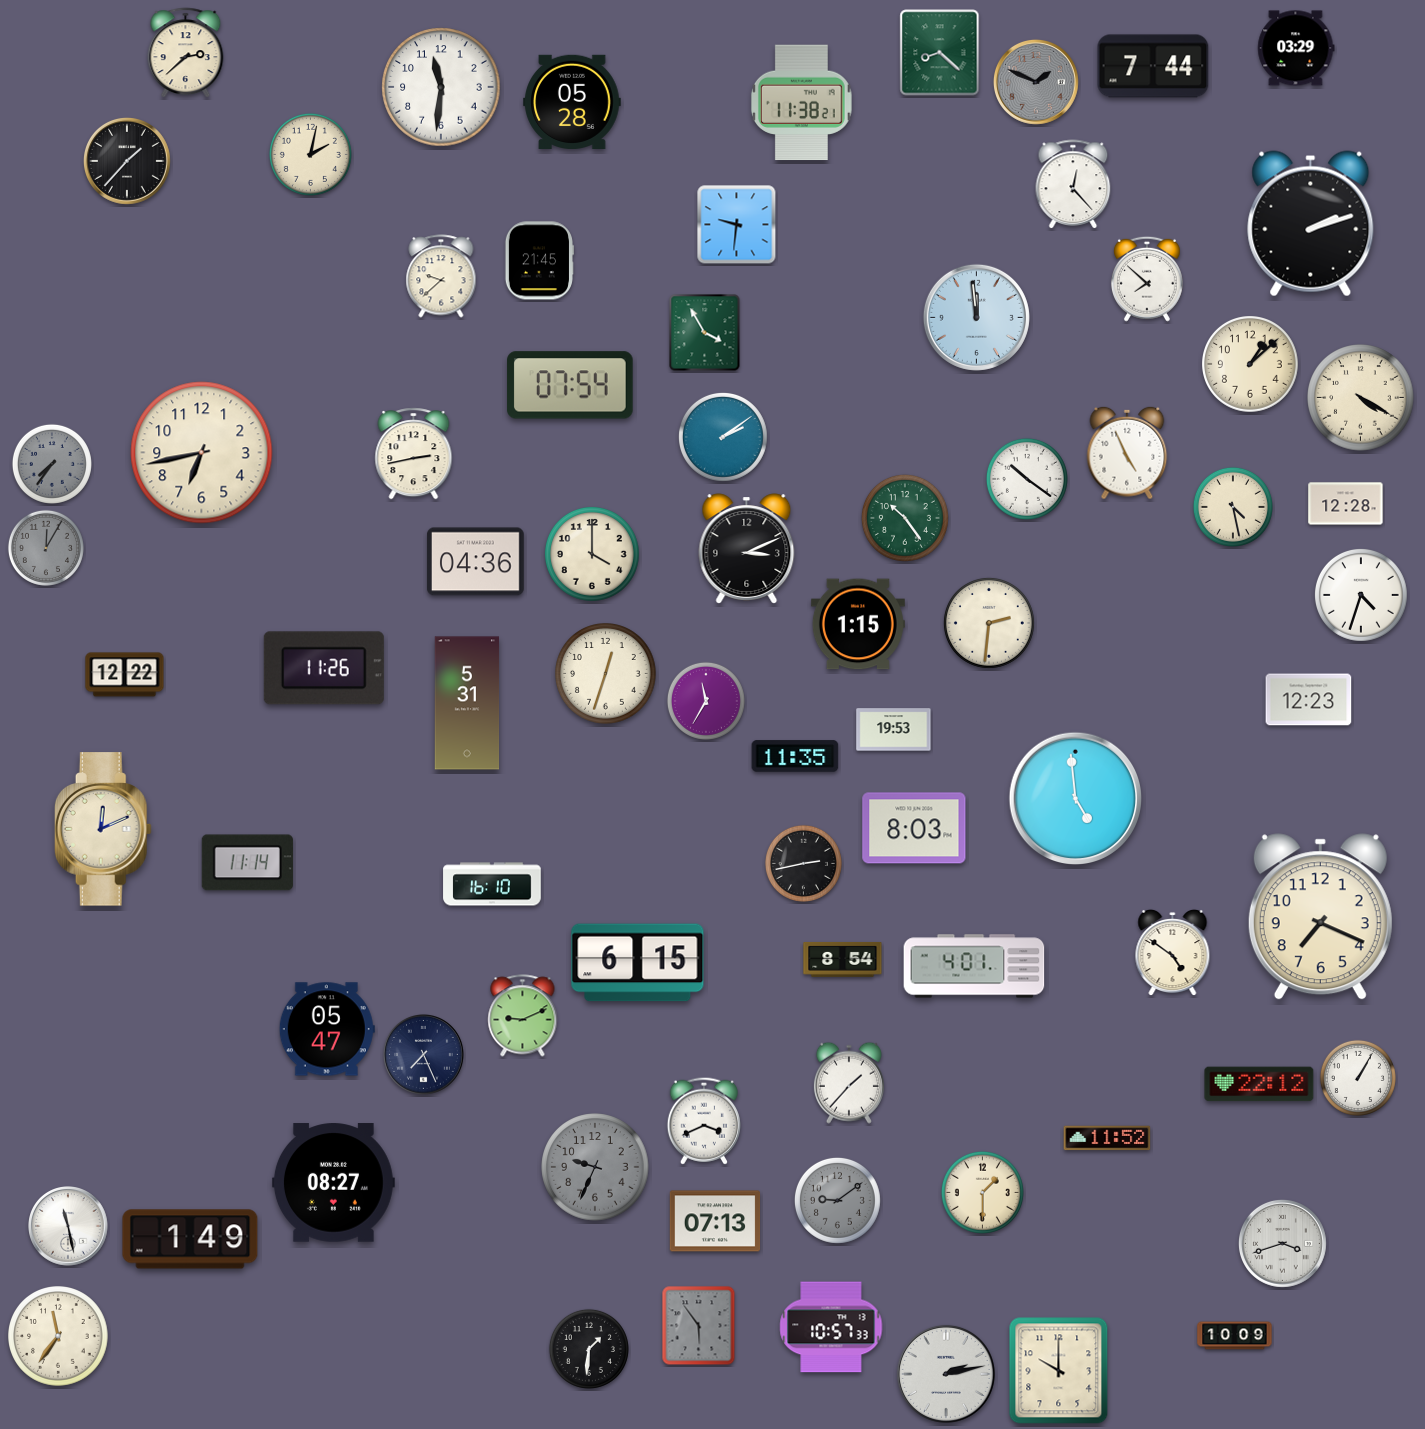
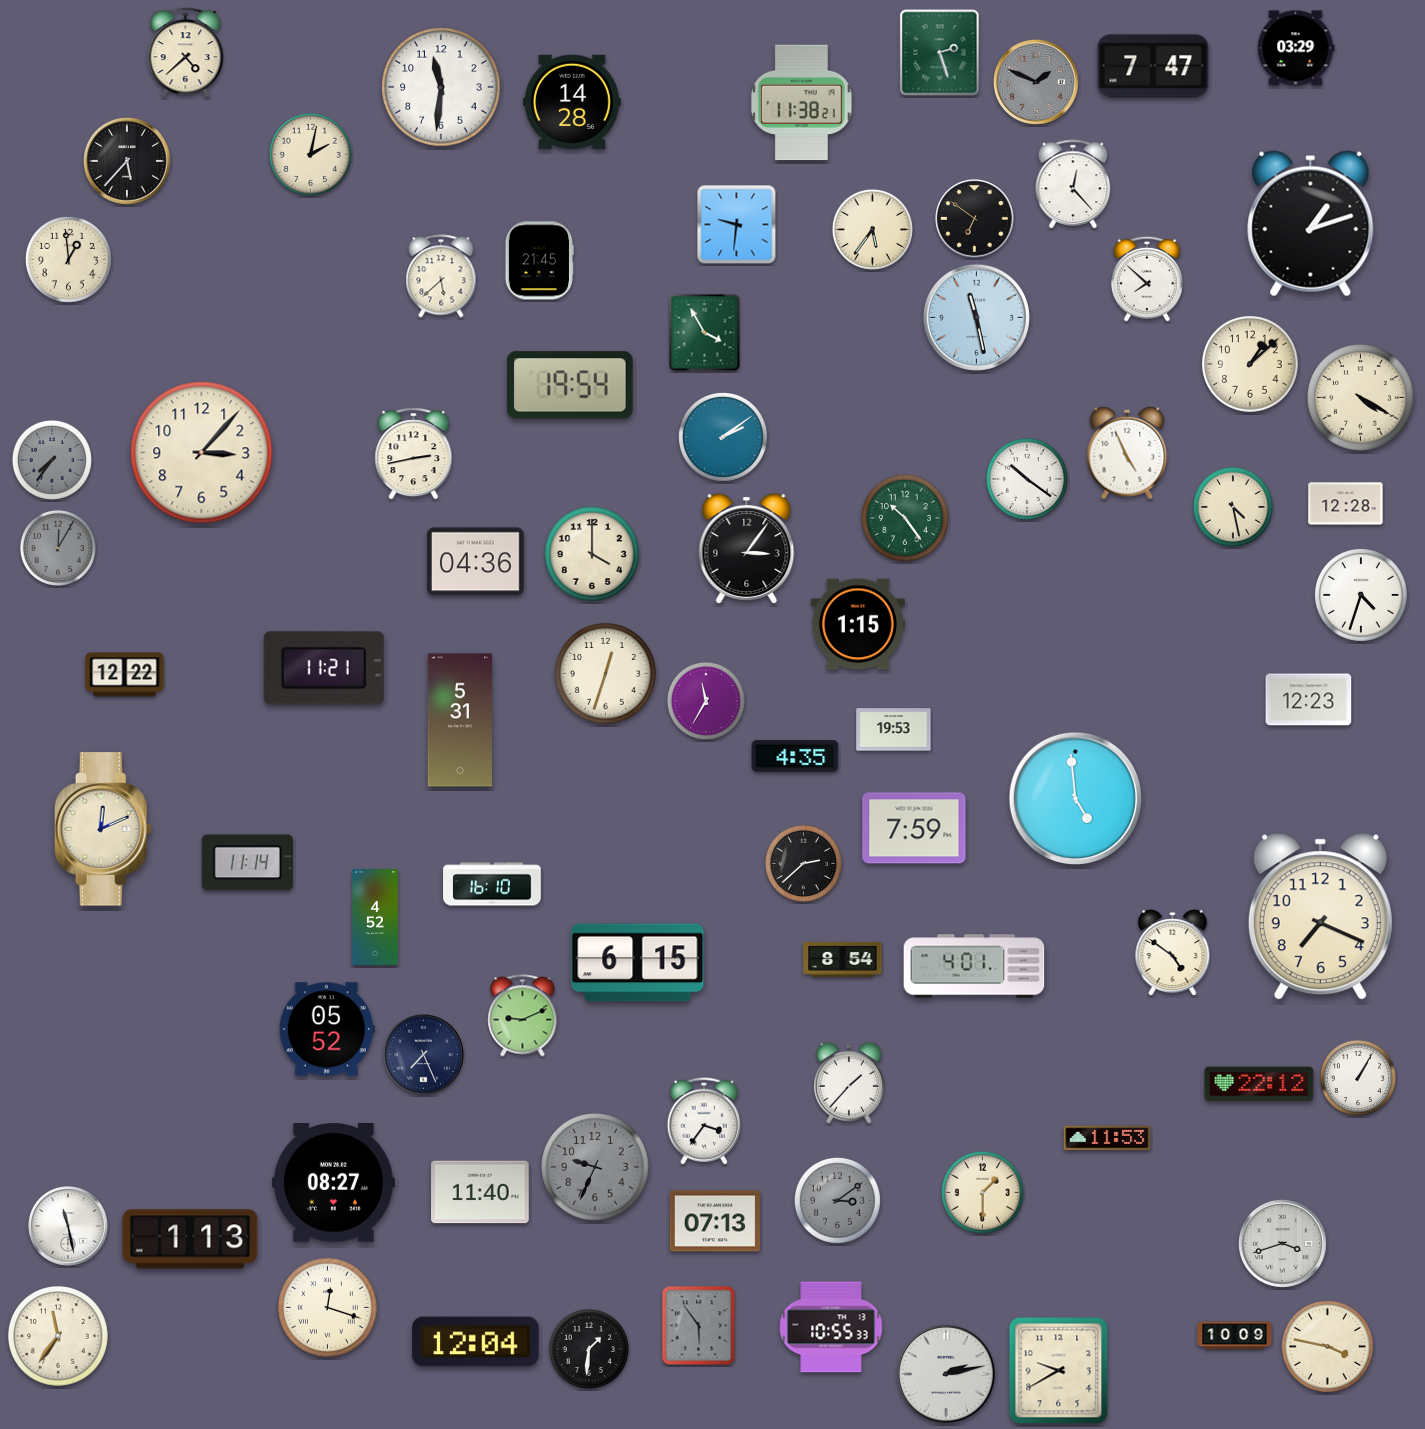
clock at (186, 53): 2:38 -> 4:38
clock at (940, 53): 8:22 -> 2:27
clock at (1153, 66): 7:44 -> 7:47
clock at (572, 101): 05:28 -> 14:28
clock at (127, 161): 1:37 -> 5:37
clock at (975, 219): none -> 6:51
clock at (1311, 224): 2:12 -> 1:12
clock at (872, 229): none -> 5:36
clock at (68, 259): none -> 12:59
clock at (441, 276): 9:38 -> 5:38
clock at (976, 317): 11:59 -> 11:28
clock at (570, 385): 07:54 -> 19:54
clock at (202, 453): 6:43 -> 3:07
clock at (52, 464) position: (52, 464) -> (52, 460)
clock at (46, 548) position: (46, 548) -> (58, 548)
clock at (747, 549): 3:11 -> 3:06
clock at (989, 623): 2:31 -> none
clock at (324, 668): 11:26 -> 11:21
clock at (467, 703) position: (467, 703) -> (460, 720)
clock at (795, 756): 11:35 -> 4:35
clock at (914, 828): 8:03 -> 7:59
clock at (803, 863): 2:43 -> 2:38
clock at (375, 918): none -> 4:52
clock at (327, 1029): 05:47 -> 05:52
clock at (704, 1121): 3:41 -> 3:36
clock at (1107, 1138): 11:52 -> 11:53
clock at (480, 1192): none -> 11:40
clock at (837, 1200): 9:09 -> 3:09
clock at (190, 1239): 1:49 -> 1:13
clock at (328, 1308): none -> 12:18
clock at (831, 1327): 10:57 -> 10:55
clock at (476, 1342): none -> 12:04
clock at (1327, 1346): none -> 3:47
clock at (1059, 1371): 10:00 -> 9:40
